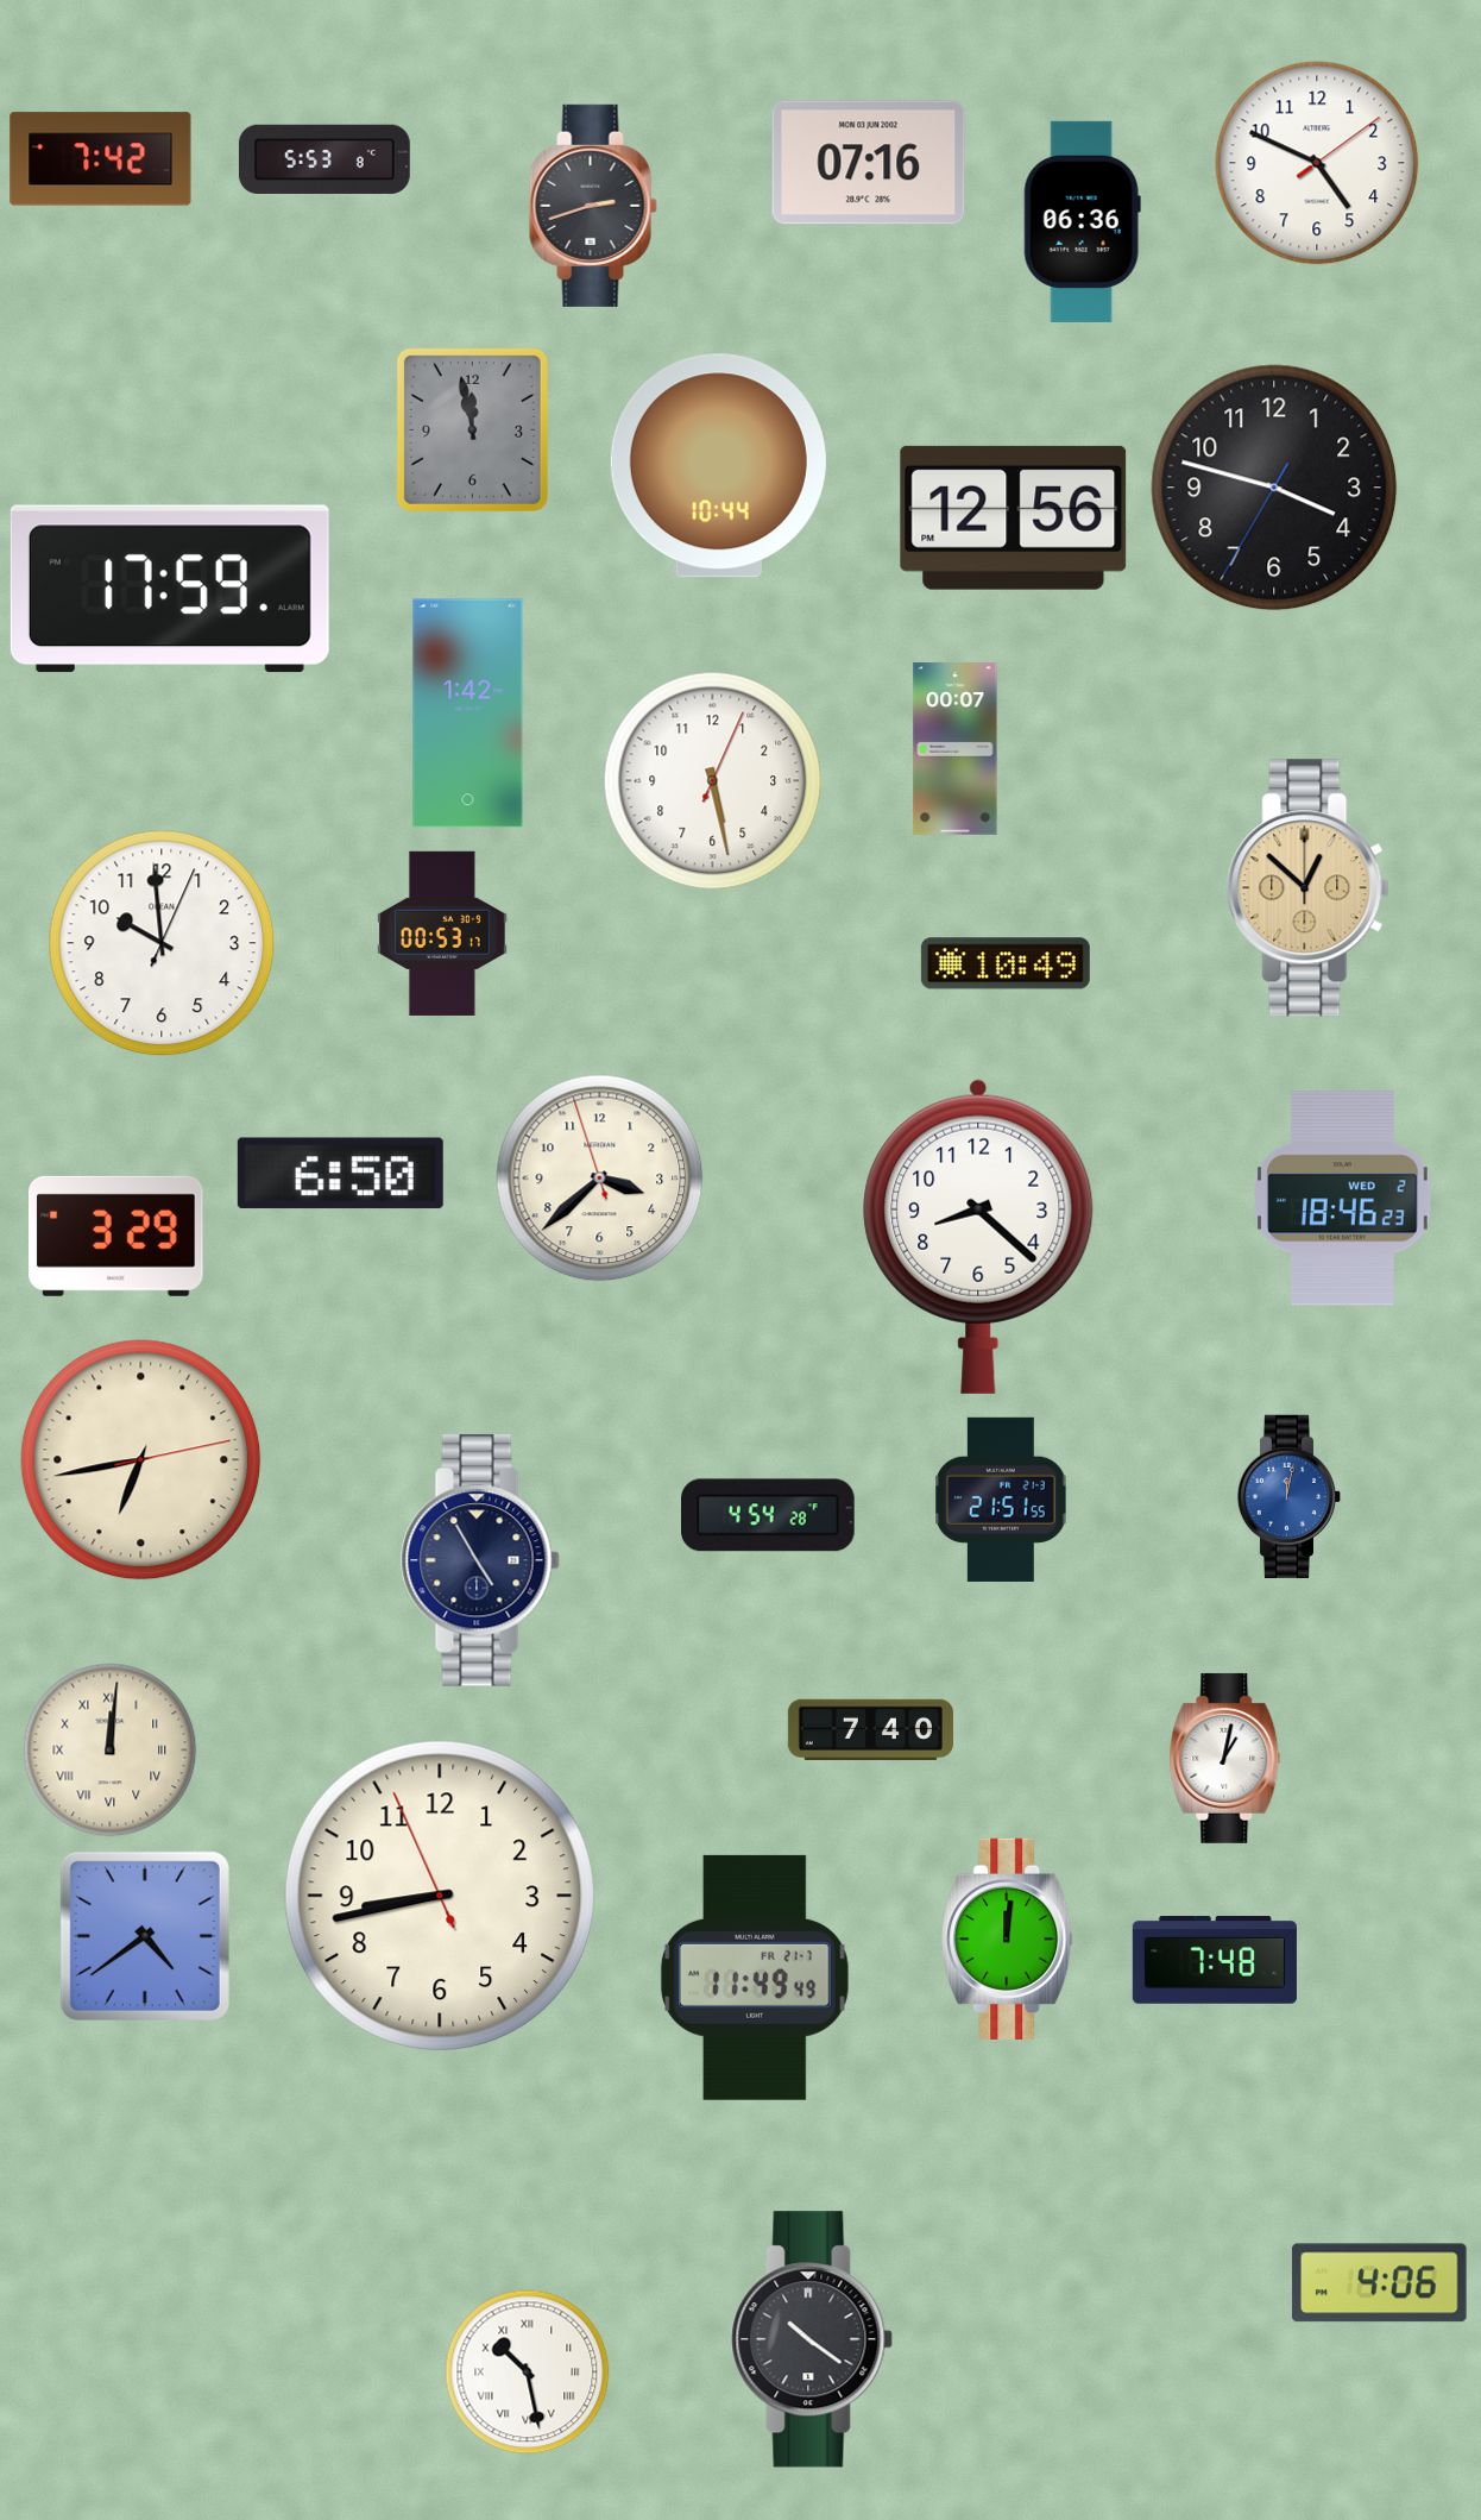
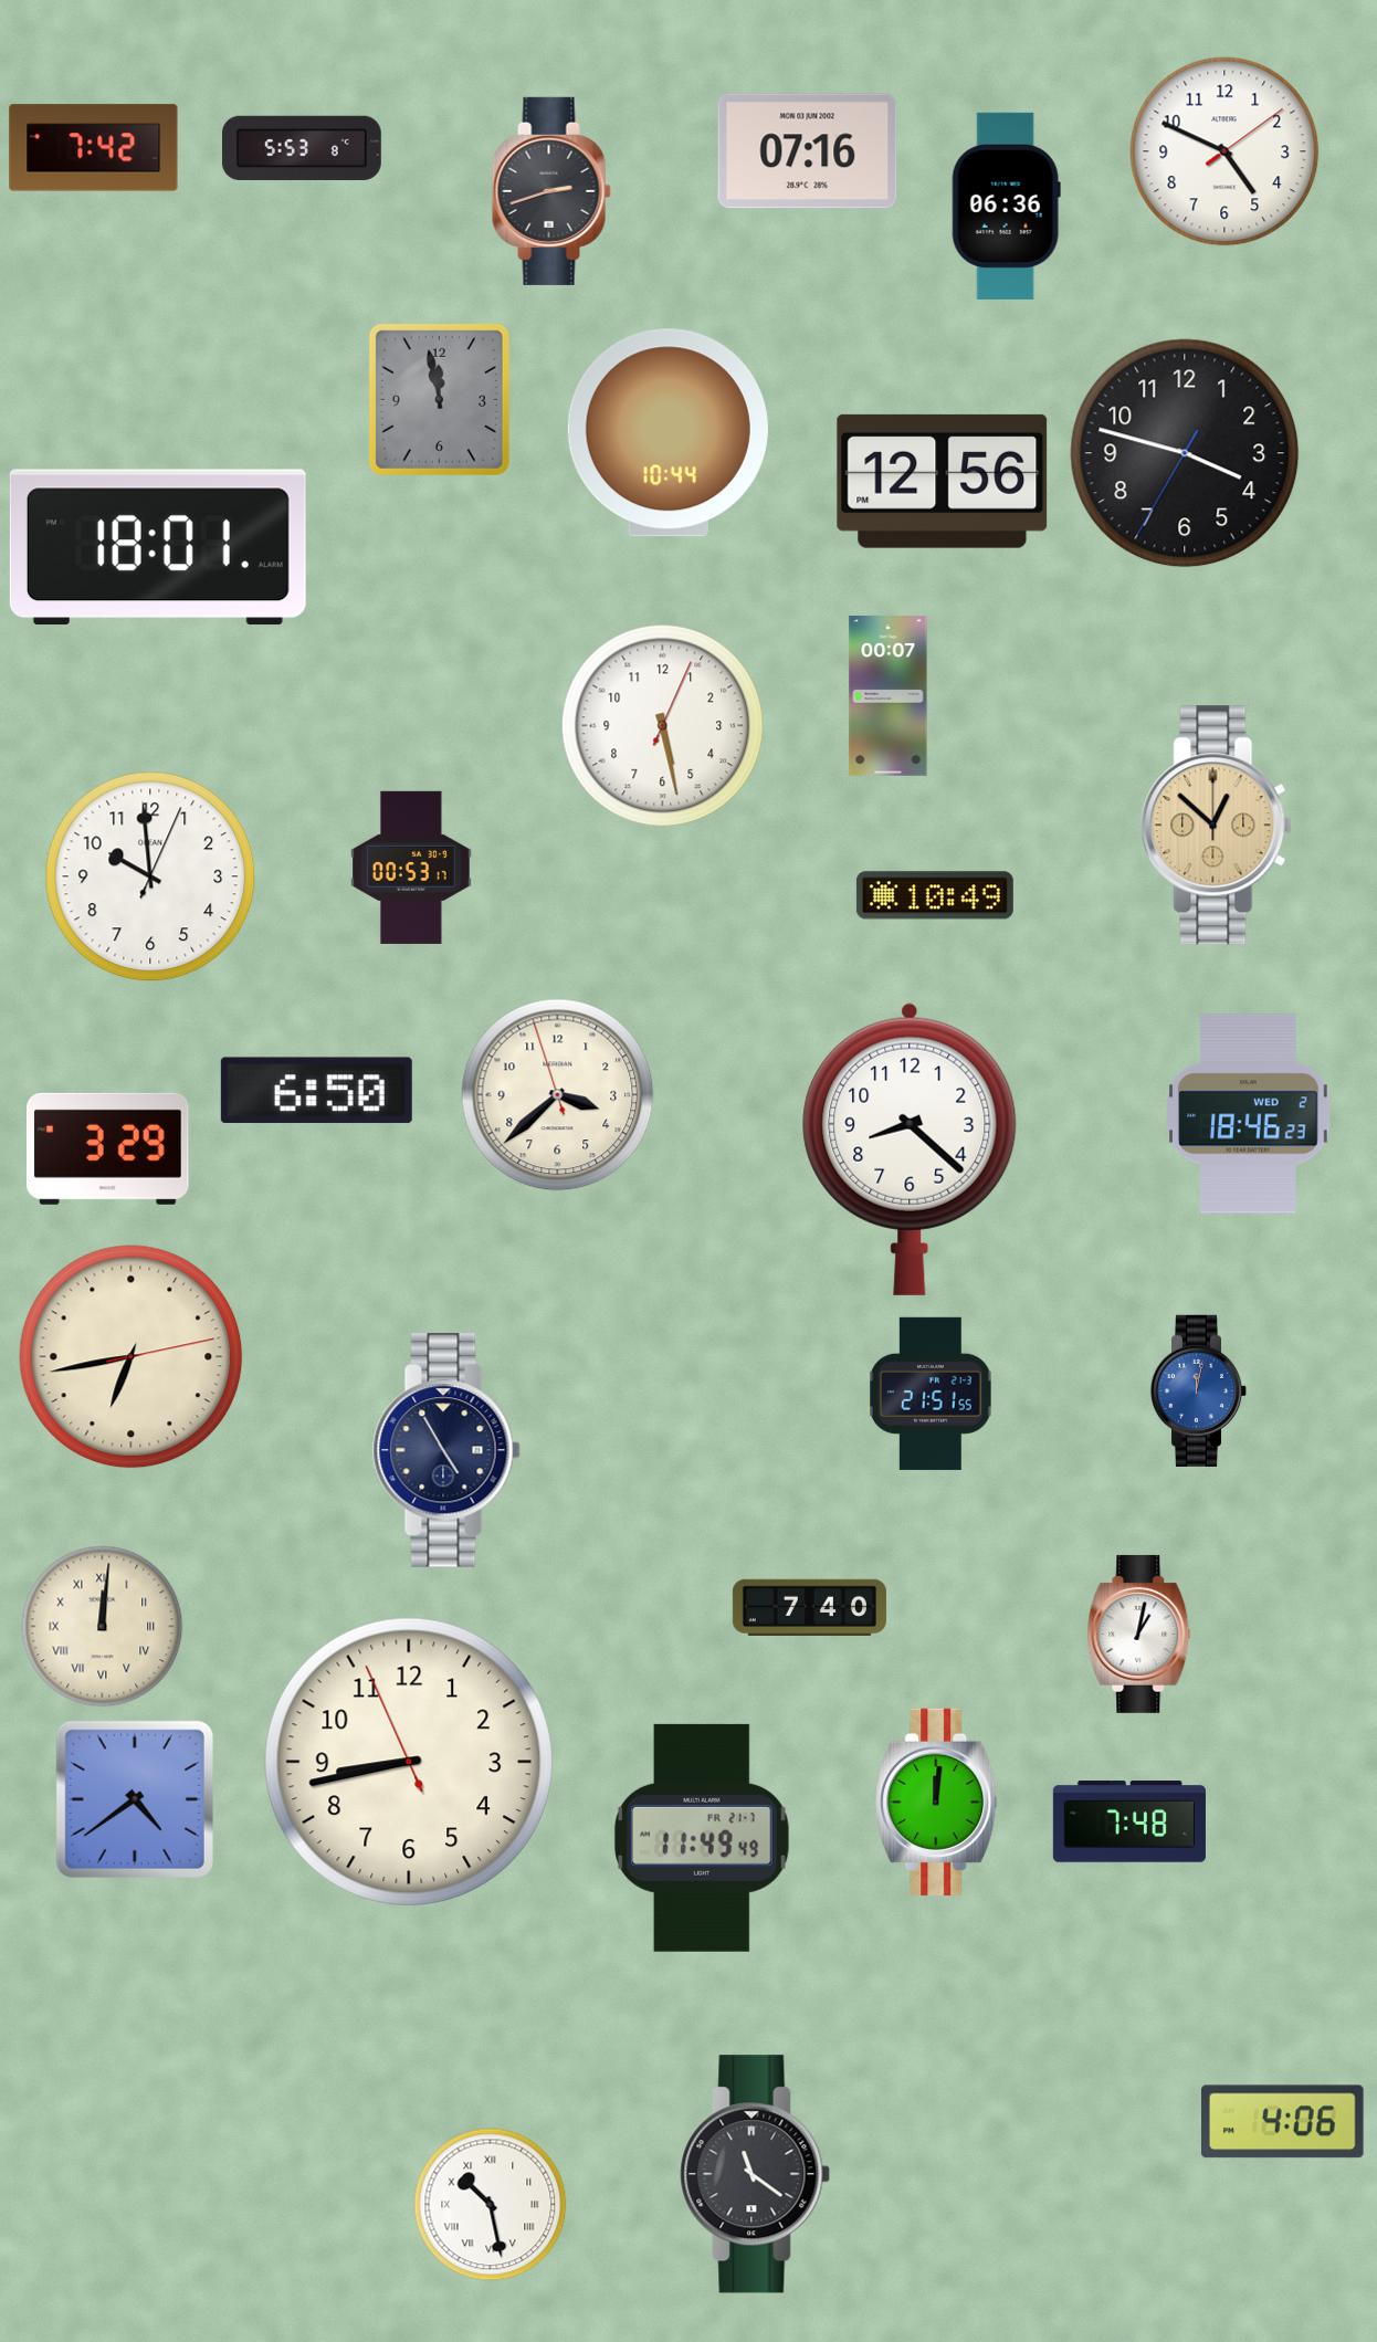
clock at (170, 589): 17:59 -> 18:01
clock at (468, 714): 1:42 -> none
clock at (769, 1515): 4:54 -> none
clock at (812, 2339): 10:21 -> 11:21
